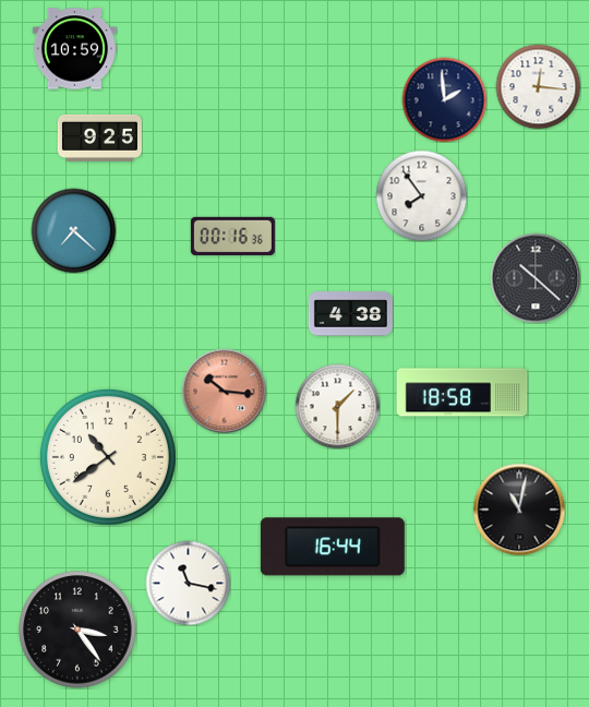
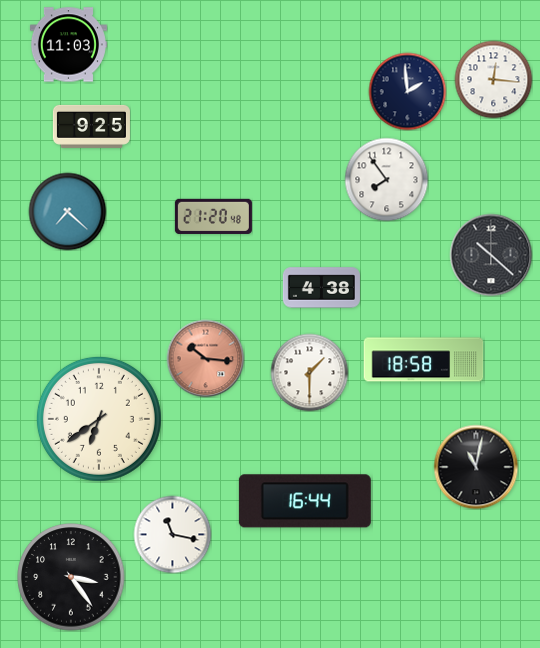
clock at (74, 49): 10:59 -> 11:03
clock at (232, 236): 00:16 -> 21:20
clock at (108, 457): 10:39 -> 6:39
